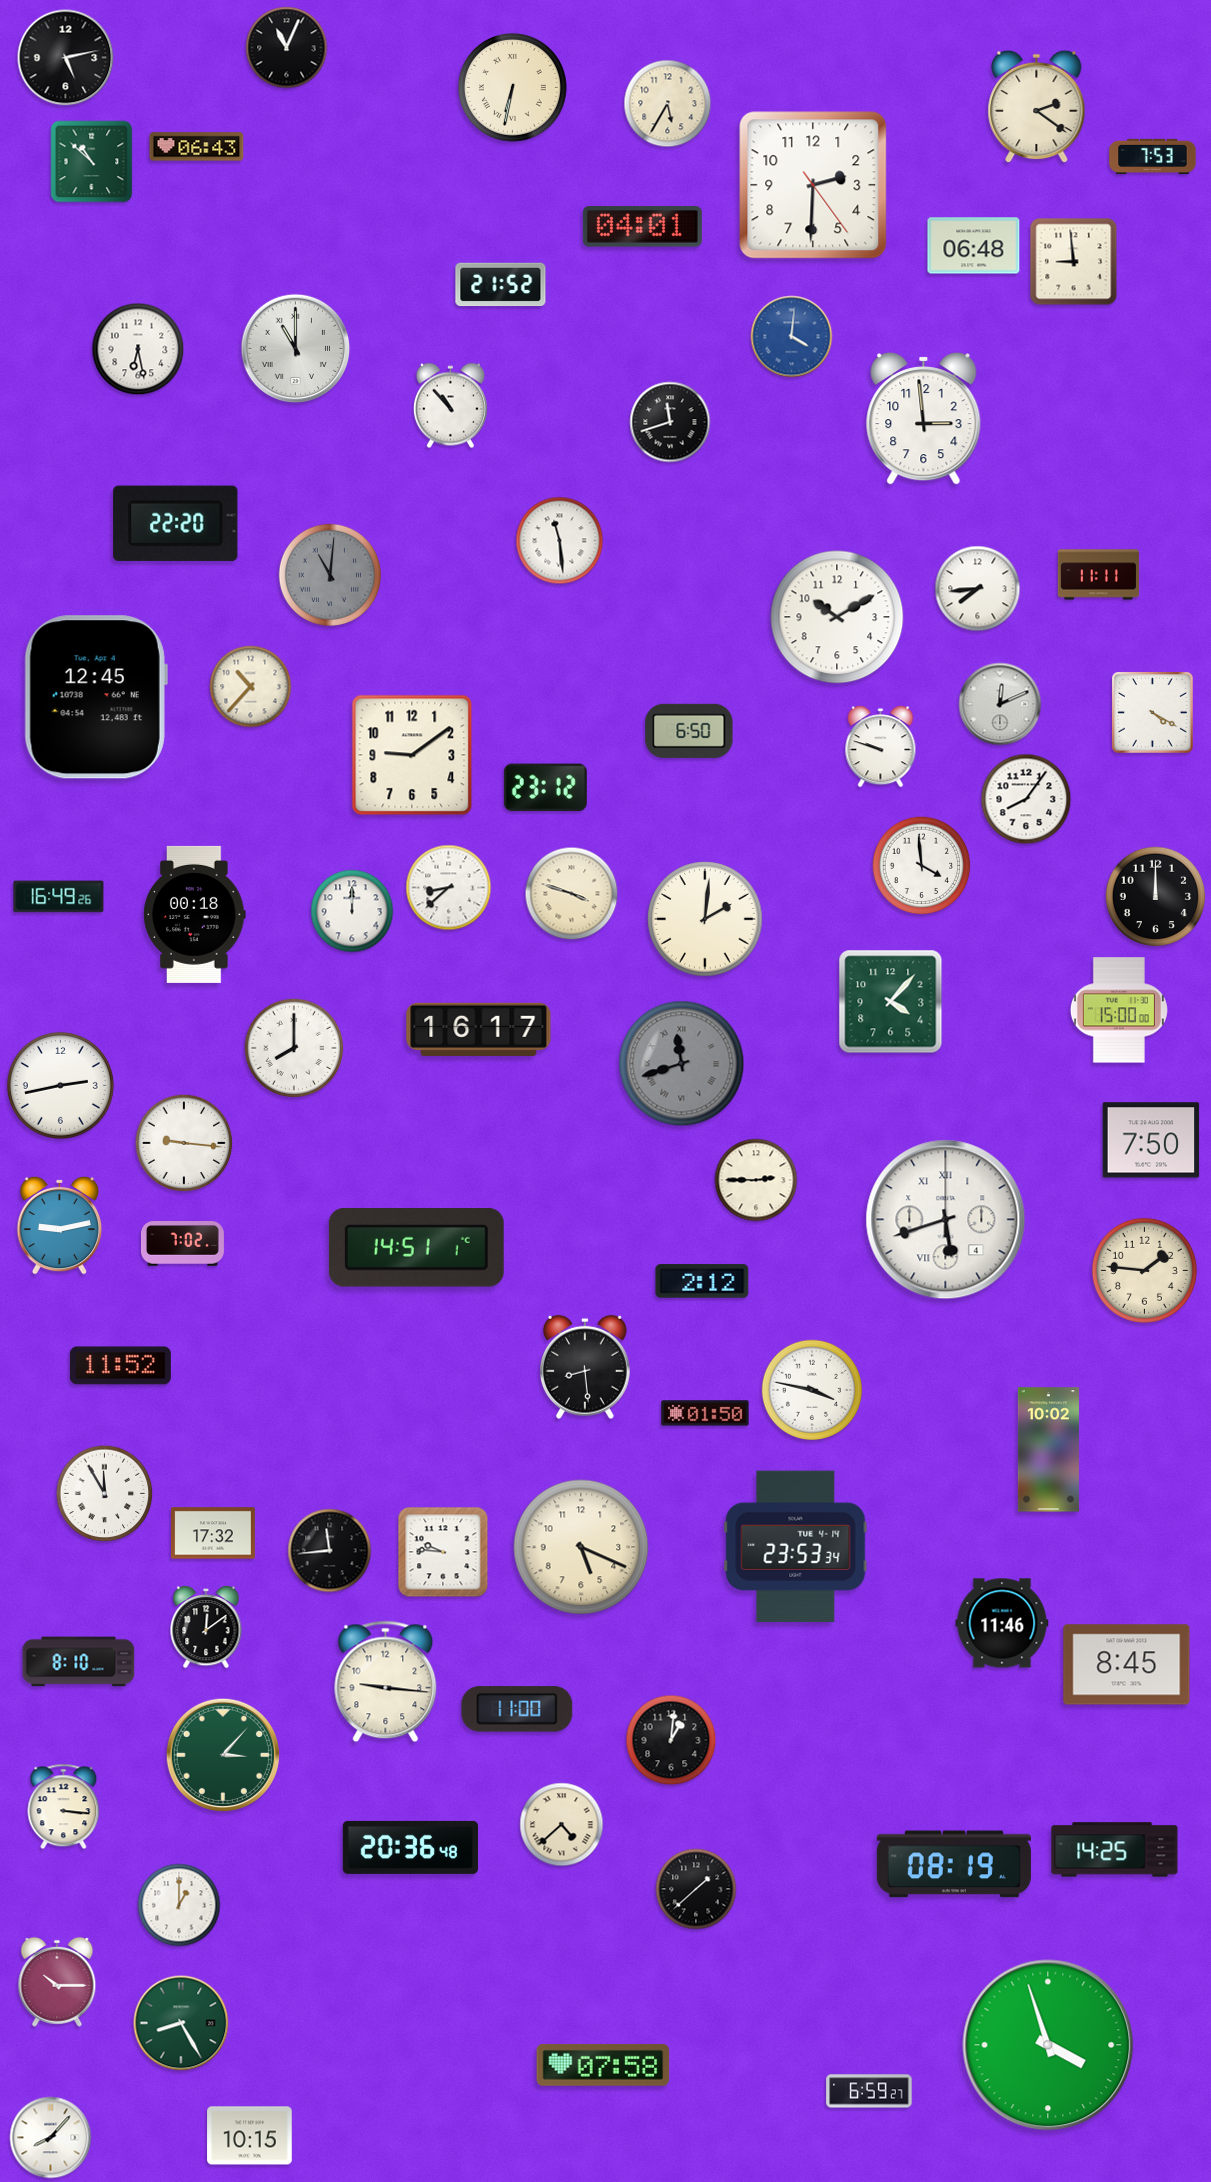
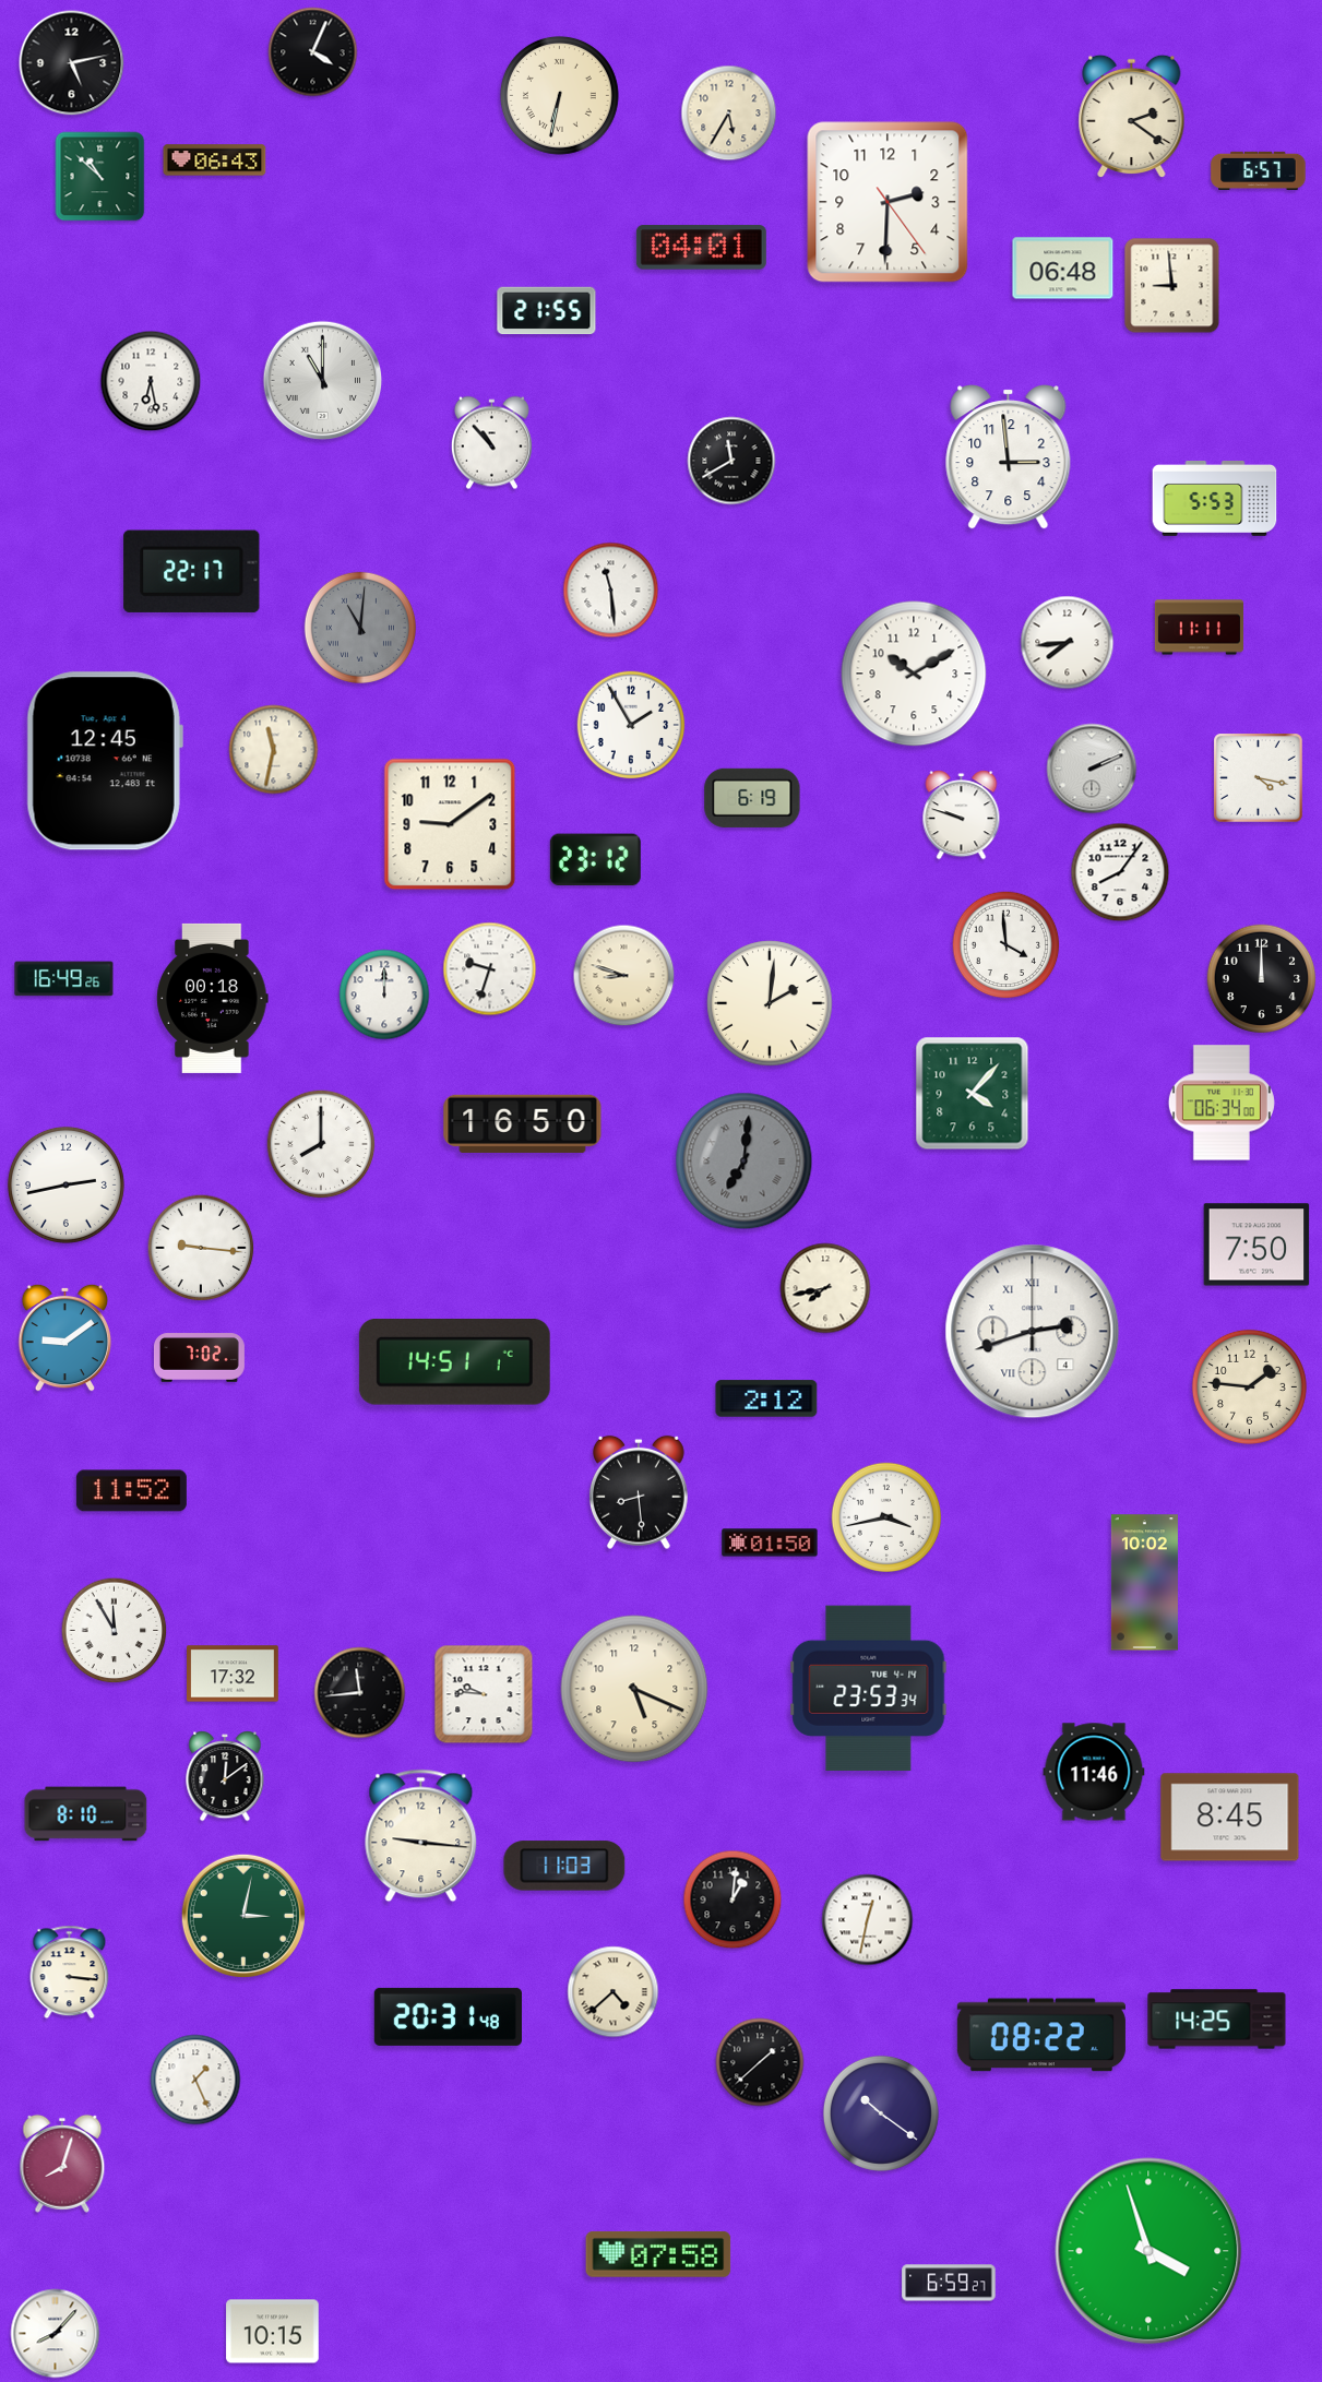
clock at (287, 48): 11:04 -> 4:04
clock at (1153, 157): 7:53 -> 6:57
clock at (501, 285): 21:52 -> 21:55
clock at (792, 337): 4:01 -> none
clock at (670, 422): 11:42 -> 11:40
clock at (1215, 499): none -> 5:53
clock at (176, 523): 22:20 -> 22:17
clock at (631, 725): none -> 1:55
clock at (251, 687): 10:37 -> 11:32
clock at (1000, 704): 12:11 -> 2:11
clock at (1153, 713): 4:20 -> 4:17
clock at (689, 731): 6:50 -> 6:19
clock at (449, 888): 8:38 -> 9:33
clock at (572, 894): 3:48 -> 8:48
clock at (1119, 1010): 15:00 -> 06:34
clock at (479, 1029): 16:17 -> 16:50
clock at (682, 1064): 11:42 -> 7:01
clock at (756, 1180): 2:45 -> 7:43
clock at (946, 1220): 5:42 -> 2:42
clock at (60, 1225): 9:13 -> 9:09
clock at (811, 1390): 3:47 -> 3:43
clock at (517, 1709): 11:00 -> 11:03
clock at (223, 1755): 3:07 -> 3:02
clock at (868, 1920): none -> 12:32
clock at (410, 1847): 20:36 -> 20:31
clock at (954, 1864): 08:19 -> 08:22
clock at (179, 1905): 1:00 -> 1:26
clock at (881, 2113): none -> 10:21
clock at (57, 1982): 10:15 -> 8:03
clock at (181, 2023): 8:25 -> none
clock at (1048, 2045) position: (1048, 2045) -> (1148, 2251)
